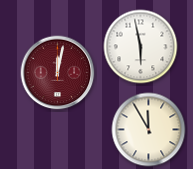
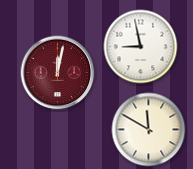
clock at (141, 47): 5:58 -> 8:58
clock at (149, 130): 11:55 -> 11:50
